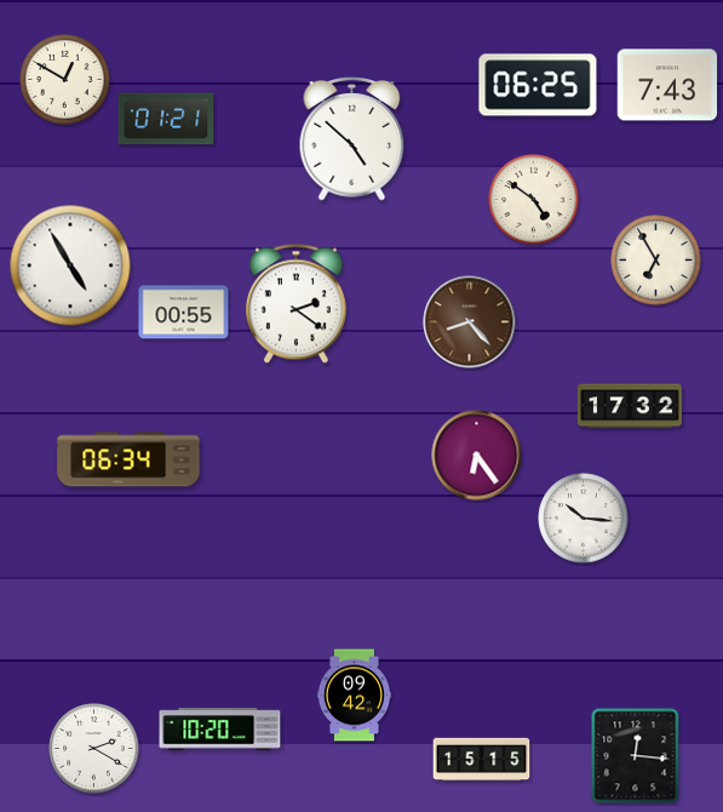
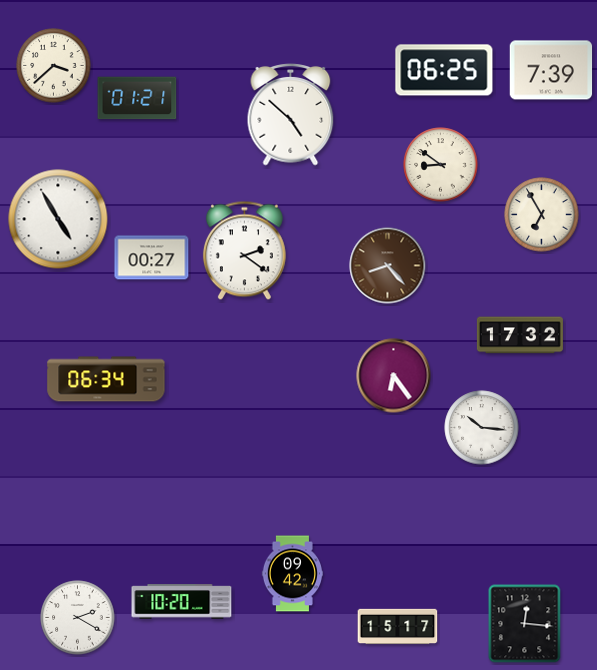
clock at (65, 80): 12:50 -> 3:38
clock at (667, 85): 7:43 -> 7:39
clock at (534, 200): 4:51 -> 8:51
clock at (184, 313): 00:55 -> 00:27
clock at (482, 760): 15:15 -> 15:17
